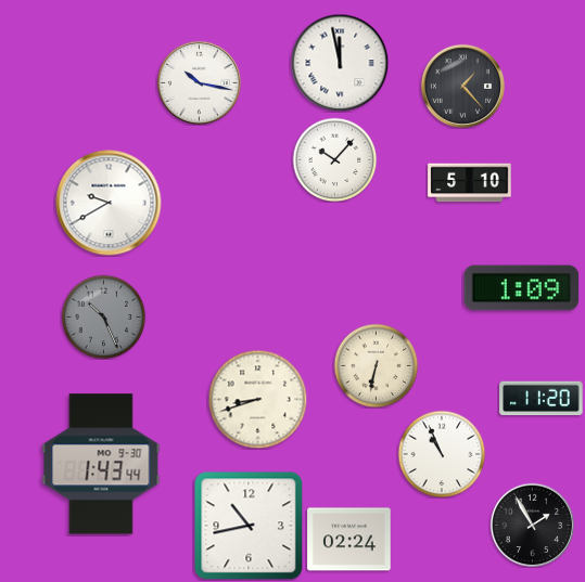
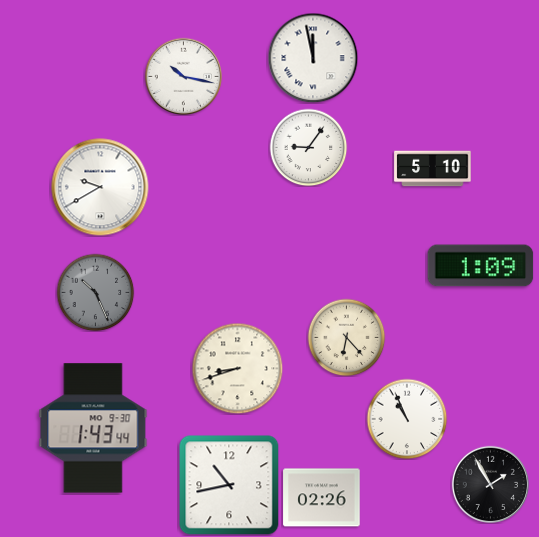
clock at (462, 86): 1:23 -> none
clock at (334, 159): 10:07 -> 9:06
clock at (376, 365): 6:32 -> 6:23
clock at (542, 399): 11:20 -> none
clock at (349, 540): 02:24 -> 02:26
